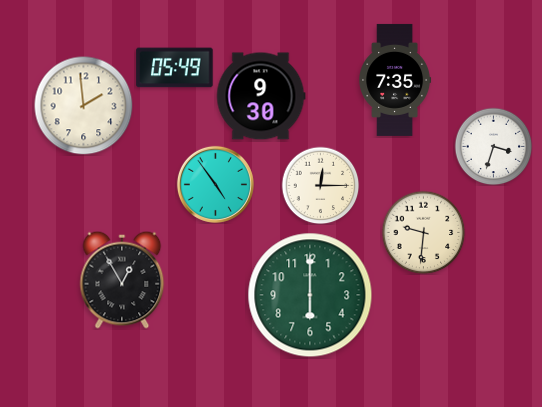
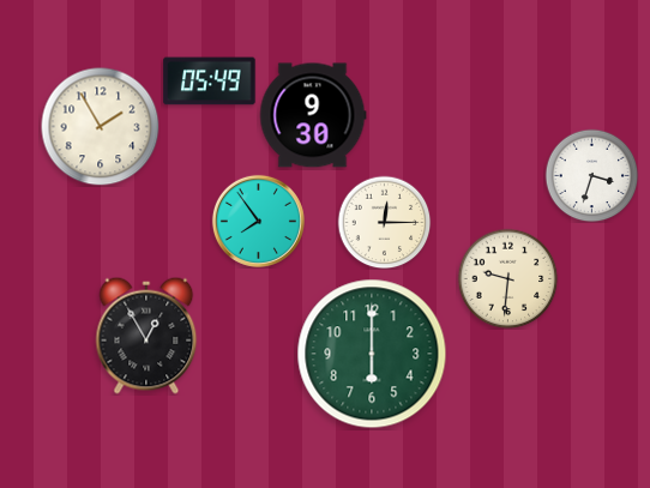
clock at (395, 80): 7:35 -> none
clock at (84, 106): 1:59 -> 1:55
clock at (215, 184): 4:54 -> 7:54
